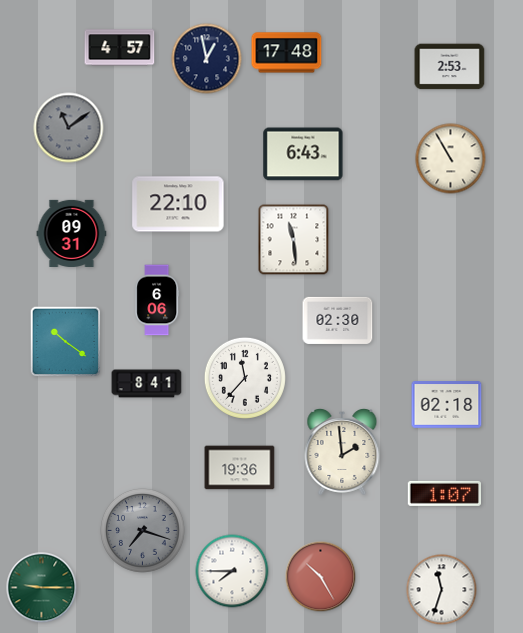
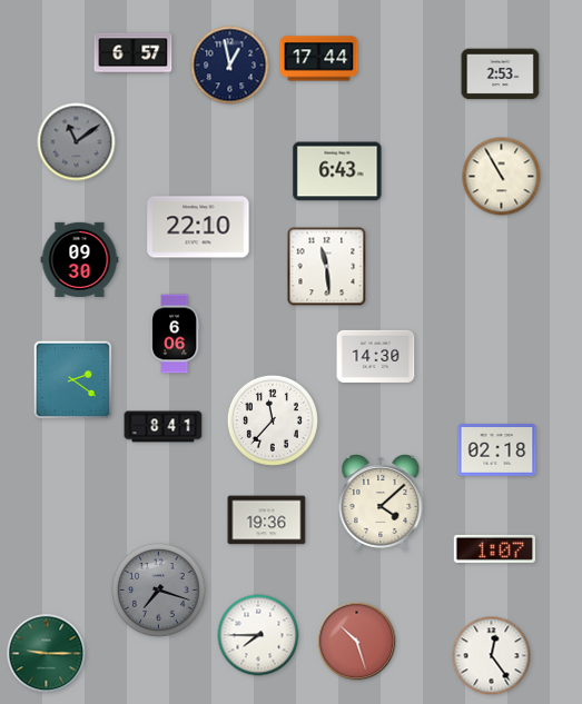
clock at (120, 48): 4:57 -> 6:57
clock at (287, 53): 17:48 -> 17:44
clock at (72, 233): 09:31 -> 09:30
clock at (338, 320): 02:30 -> 14:30
clock at (66, 342): 10:21 -> 2:21
clock at (342, 453): 1:59 -> 4:08
clock at (321, 577): 10:25 -> 10:27
clock at (442, 590): 11:33 -> 12:24
